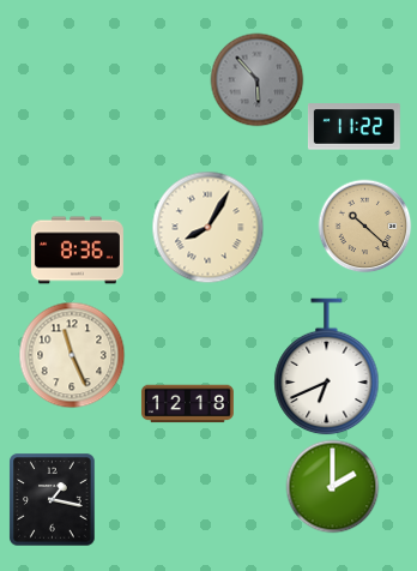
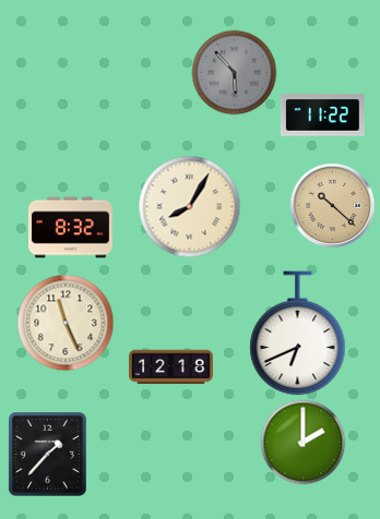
clock at (77, 251): 8:36 -> 8:32
clock at (53, 499): 1:17 -> 1:37
